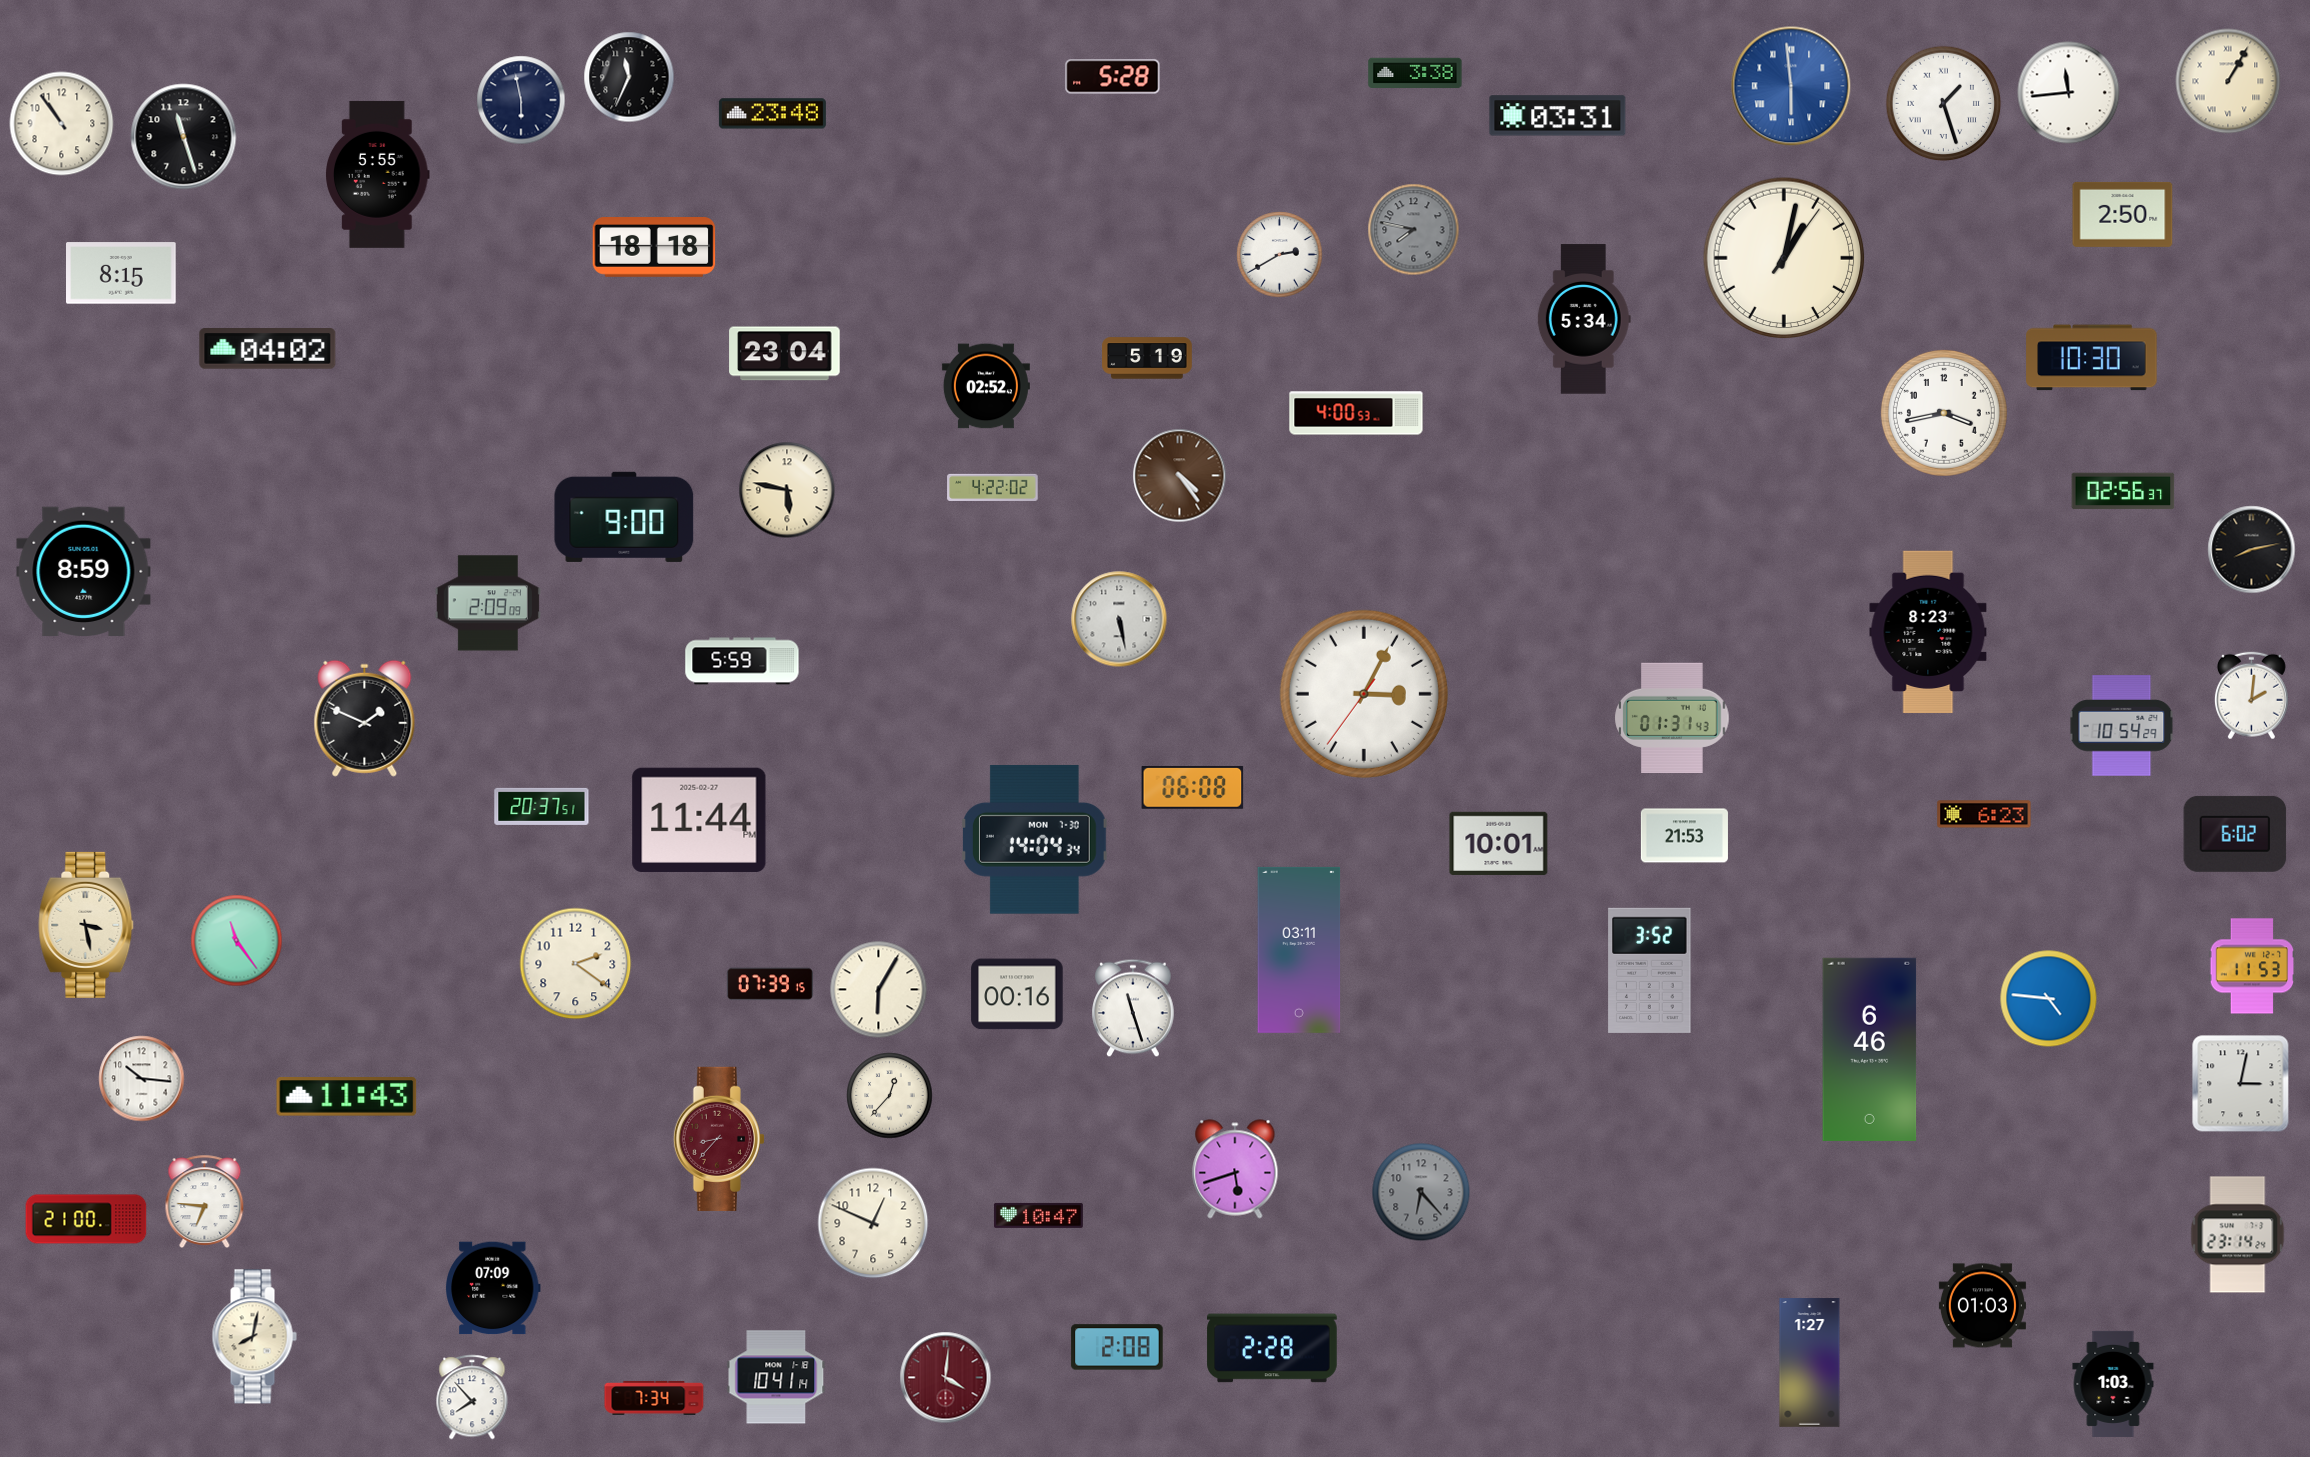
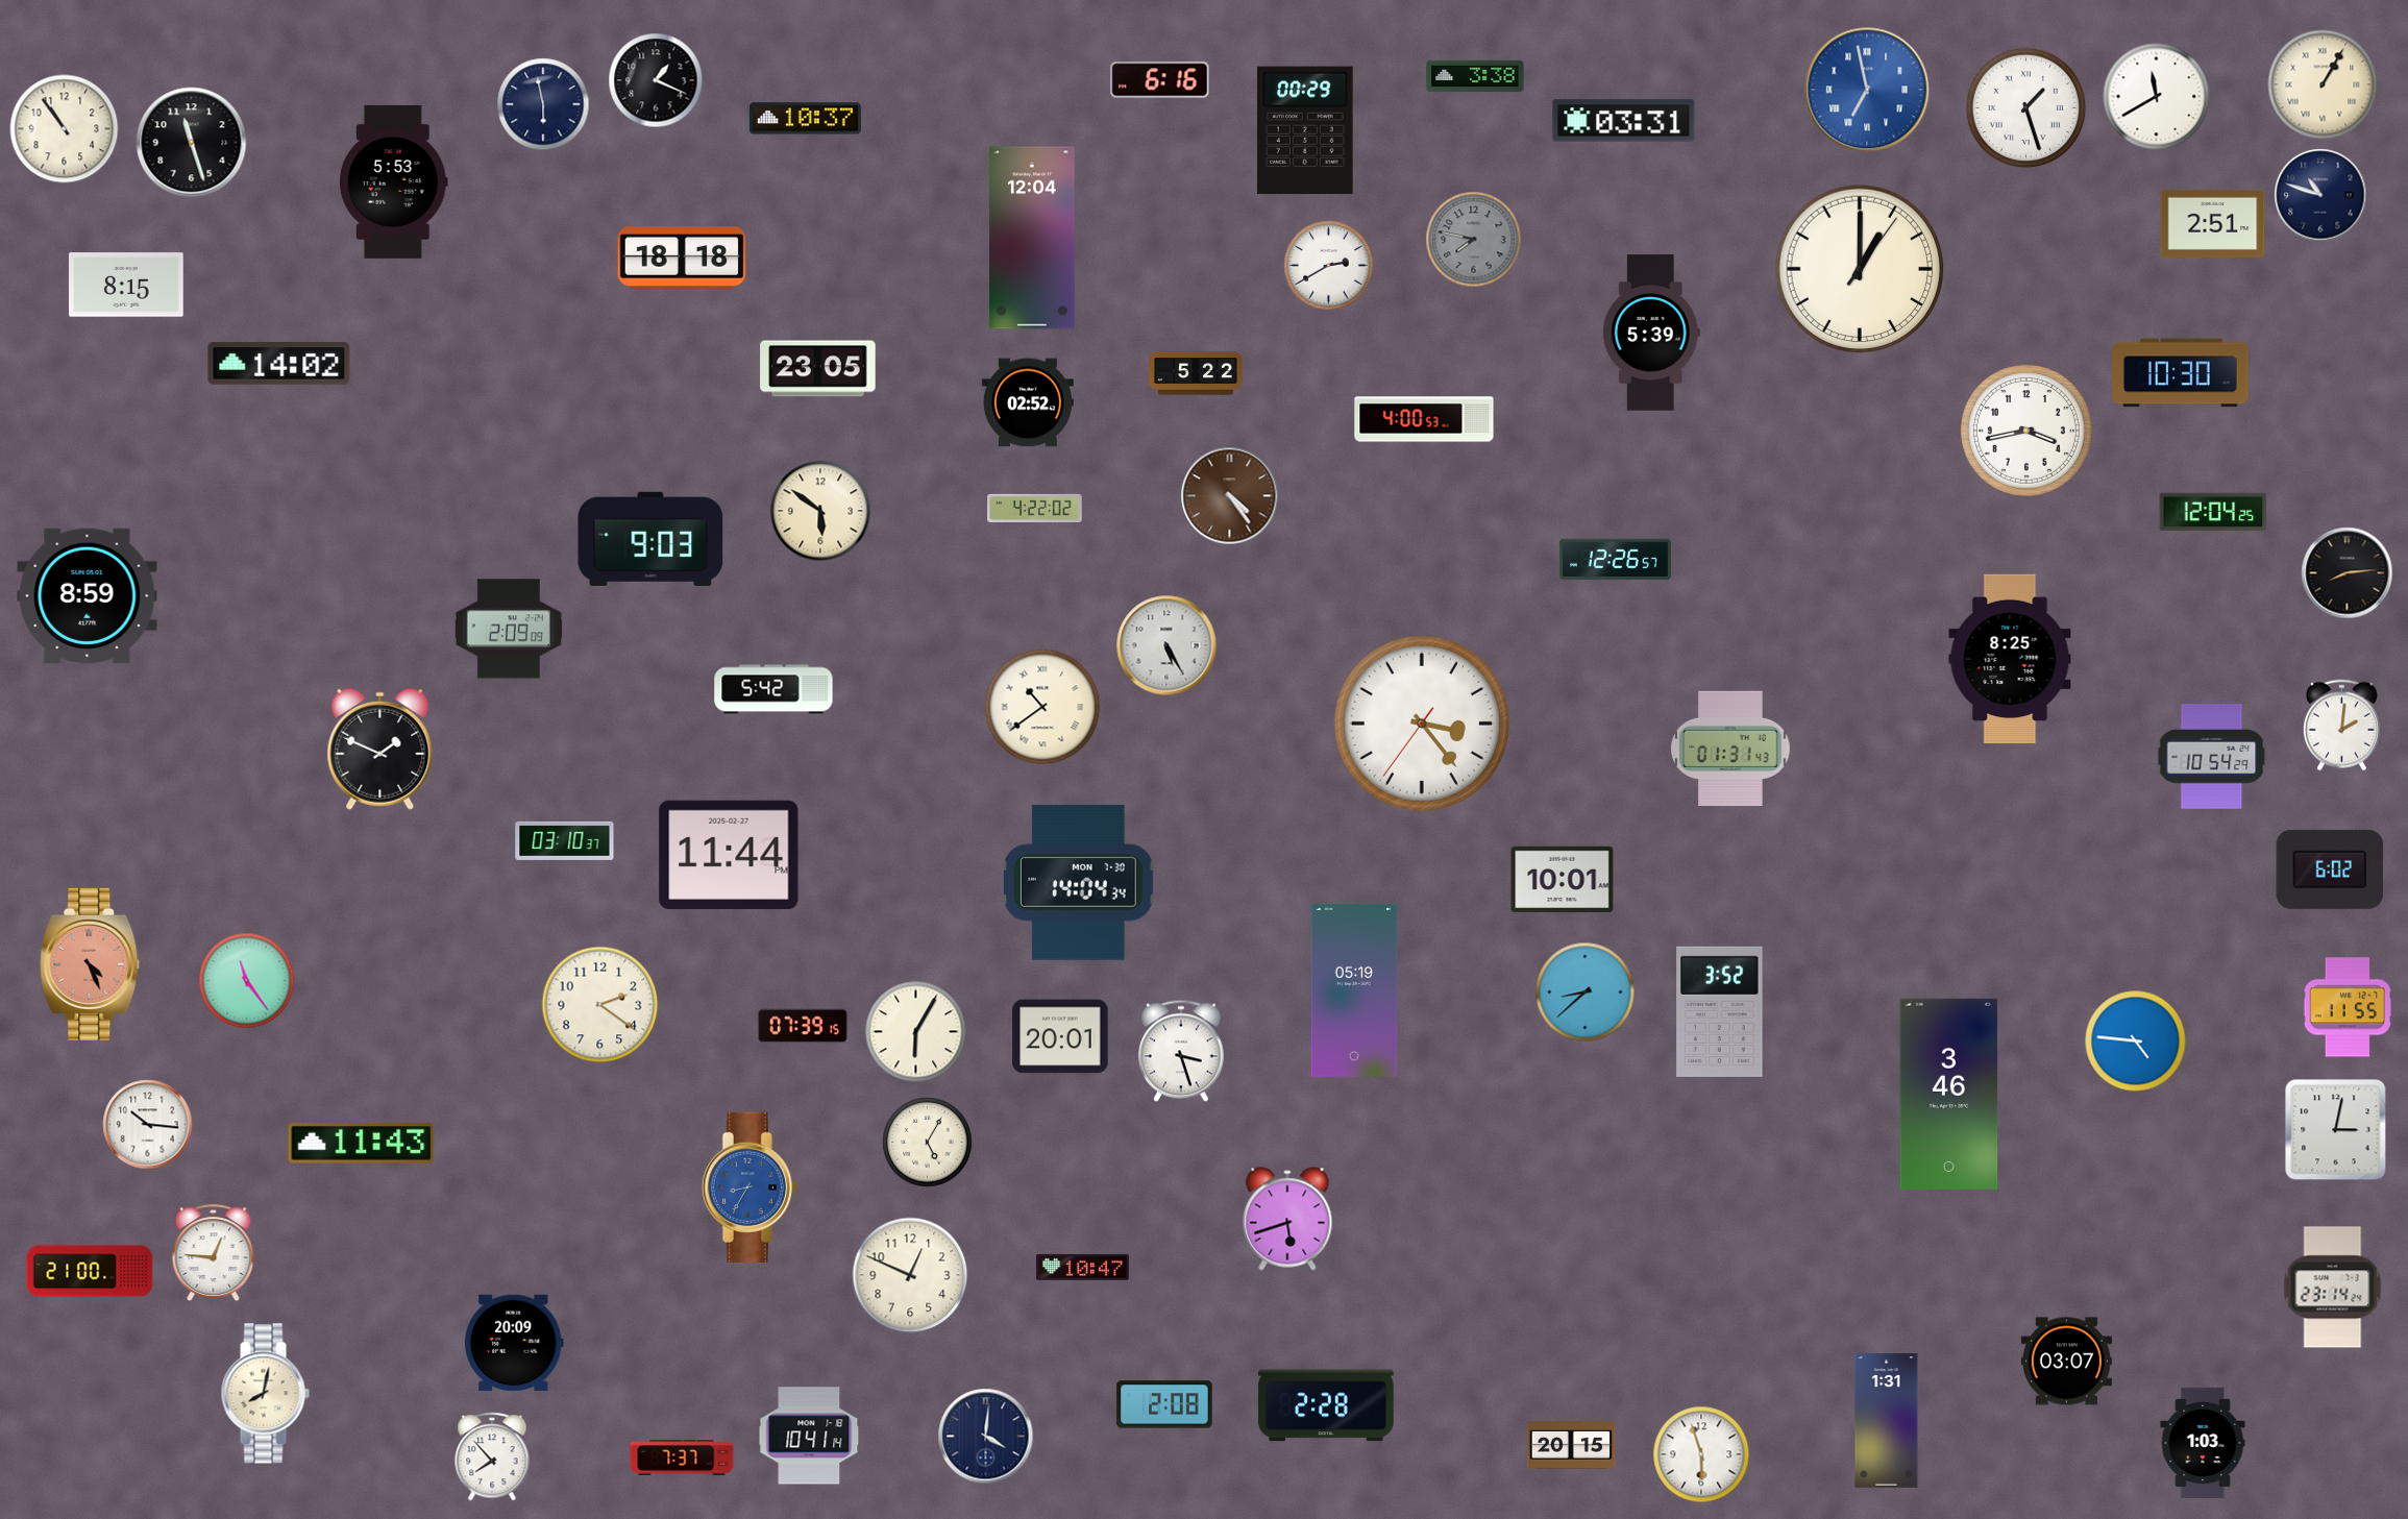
clock at (629, 77): 11:34 -> 1:19
clock at (1113, 77): 5:28 -> 6:16
clock at (1791, 86): 5:59 -> 6:58
clock at (2069, 93): 11:44 -> 11:40
clock at (772, 114): 23:48 -> 10:37
clock at (1306, 130): none -> 00:29
clock at (378, 174): 5:55 -> 5:53
clock at (2320, 195): none -> 10:48
clock at (2123, 214): 2:50 -> 2:51
clock at (1032, 238): none -> 12:04
clock at (1280, 255) position: (1280, 255) -> (1329, 266)
clock at (1784, 258): 1:02 -> 1:00
clock at (1584, 319): 5:34 -> 5:39
clock at (268, 349): 04:02 -> 14:02
clock at (785, 354): 23:04 -> 23:05
clock at (1147, 358): 5:19 -> 5:22
clock at (1356, 413) position: (1356, 413) -> (1424, 419)
clock at (787, 490): 5:47 -> 5:51
clock at (2123, 491): 02:56 -> 12:04
clock at (624, 517): 9:00 -> 9:03
clock at (1615, 560): none -> 12:26
clock at (2252, 550): 8:13 -> 8:14
clock at (1119, 619): 5:28 -> 5:25
clock at (1928, 632): 8:23 -> 8:25
clock at (742, 661): 5:59 -> 5:42
clock at (1042, 707): none -> 10:39
clock at (1364, 694): 3:04 -> 3:23
clock at (2251, 696) position: (2251, 696) -> (2341, 726)
clock at (1672, 717) position: (1672, 717) -> (1730, 748)
clock at (1193, 787): 06:08 -> none
clock at (542, 806): 20:37 -> 03:10
clock at (1984, 814): 6:23 -> none
clock at (1684, 836): 21:53 -> none
clock at (1034, 839) position: (1034, 839) -> (1078, 882)
clock at (86, 925): 3:28 -> 4:26
clock at (86, 925) dial: cream -> salmon
clock at (1299, 950): 03:11 -> 05:19
clock at (1586, 993): none -> 8:38
clock at (2252, 966): 11:53 -> 11:55
clock at (1017, 994): 00:16 -> 20:01
clock at (1133, 1008): 11:27 -> 3:27
clock at (1870, 1049): 6:46 -> 3:46
clock at (890, 1096): 12:37 -> 5:05
clock at (719, 1139): 8:37 -> 8:35
clock at (719, 1139) dial: burgundy -> blue
clock at (1421, 1192): 6:23 -> none
clock at (205, 1201): 6:46 -> 12:46
clock at (493, 1288): 07:09 -> 20:09
clock at (1982, 1306): 01:03 -> 03:07
clock at (1810, 1363): 1:27 -> 1:31
clock at (946, 1378) dial: burgundy -> navy
clock at (1571, 1446): none -> 20:15
clock at (1701, 1454): none -> 5:57
clock at (654, 1399): 7:34 -> 7:37
